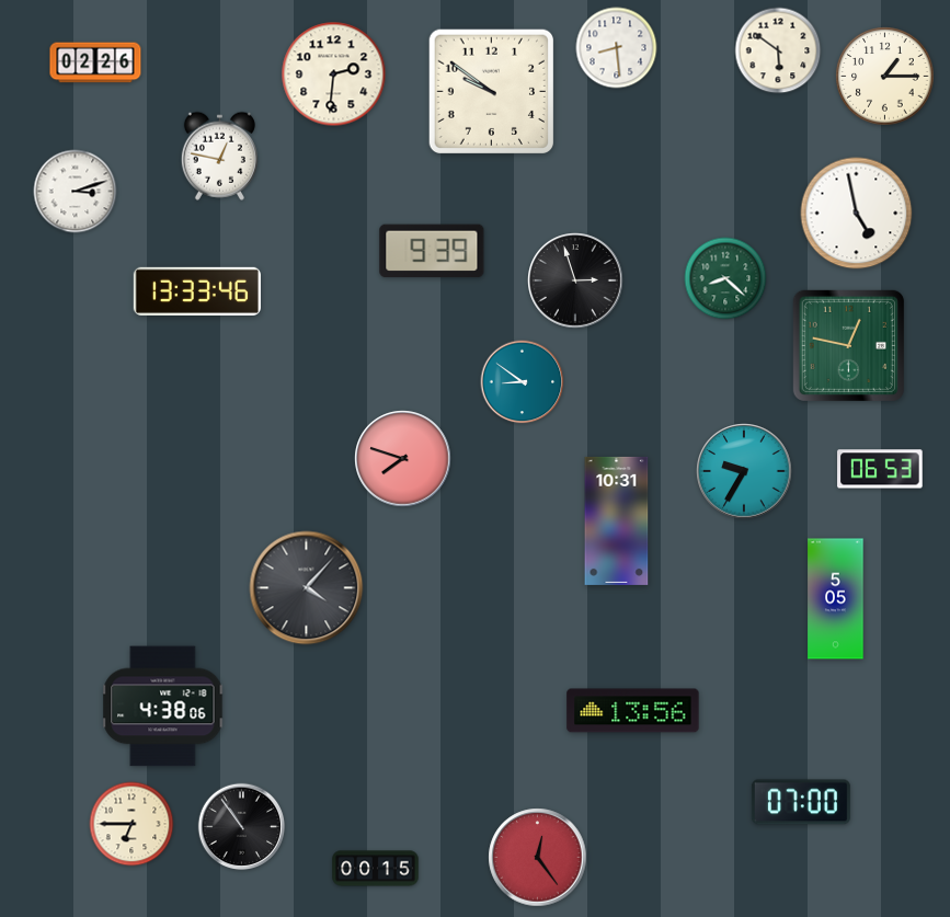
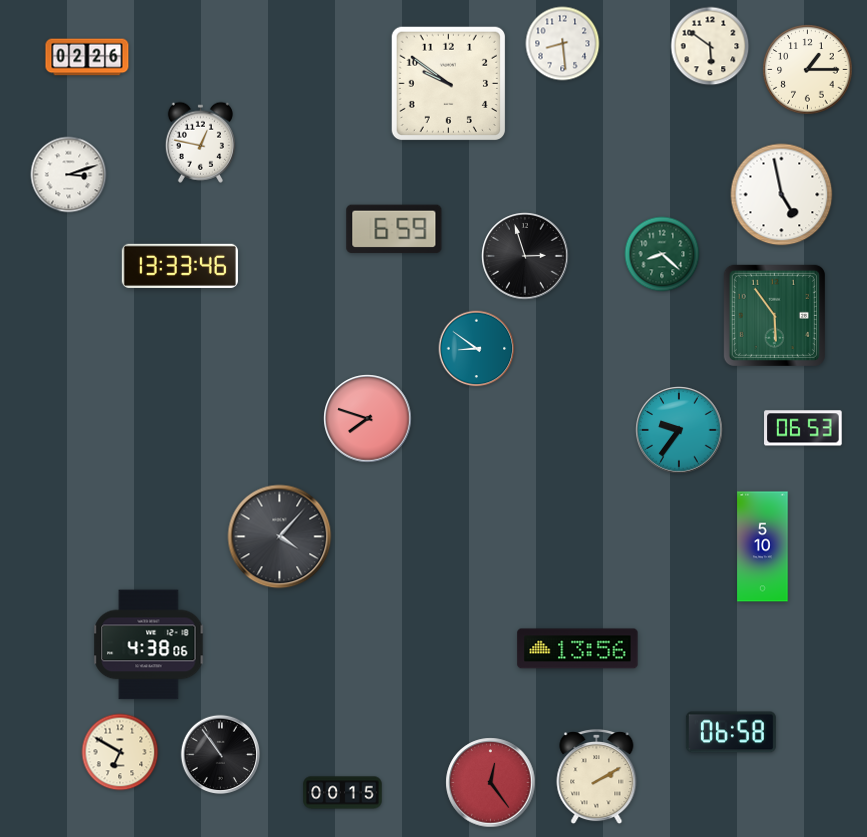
clock at (334, 74): 2:31 -> none
clock at (432, 251): 9:39 -> 6:59
clock at (848, 345): 12:47 -> 5:54
clock at (744, 471): 9:35 -> 9:36
clock at (617, 520): 10:31 -> none
clock at (836, 599): 5:05 -> 5:10
clock at (801, 802): 07:00 -> 06:58
clock at (131, 824): 6:45 -> 6:50
clock at (597, 778): none -> 2:10
